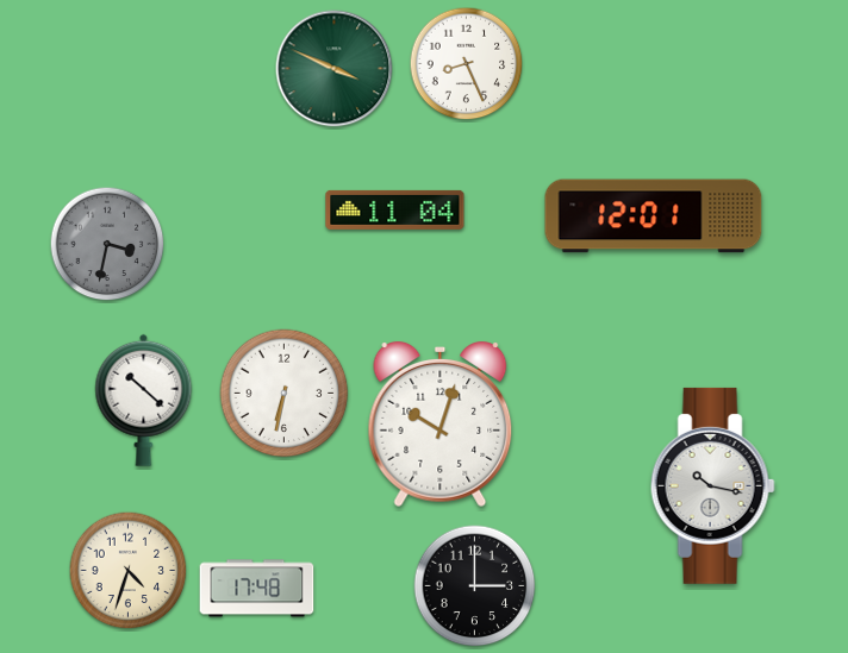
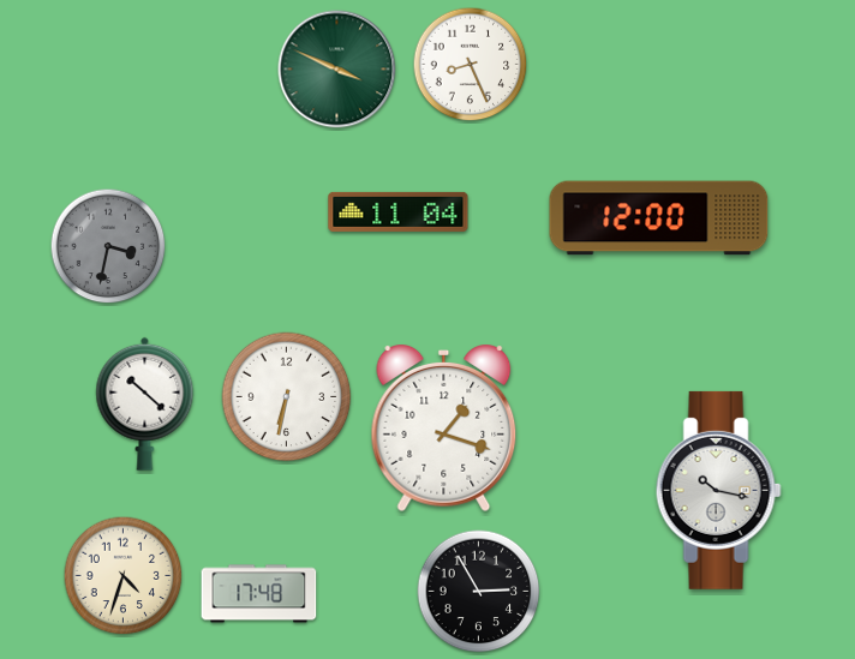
clock at (654, 216): 12:01 -> 12:00
clock at (441, 426): 10:03 -> 1:18
clock at (129, 571) position: (129, 571) -> (124, 576)
clock at (475, 586): 3:00 -> 2:55
